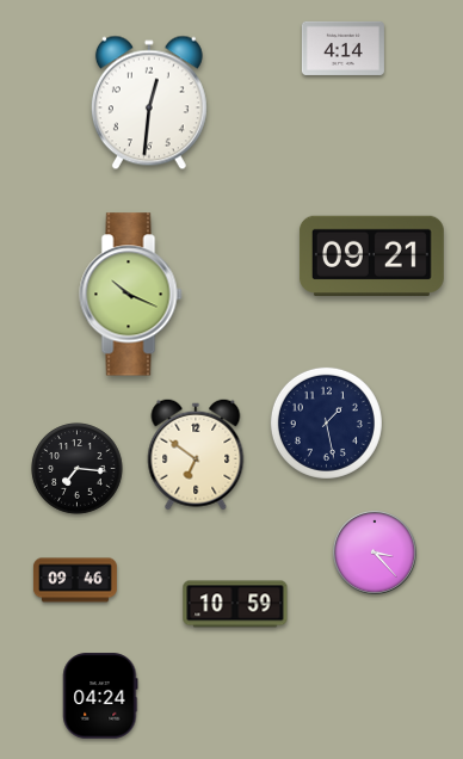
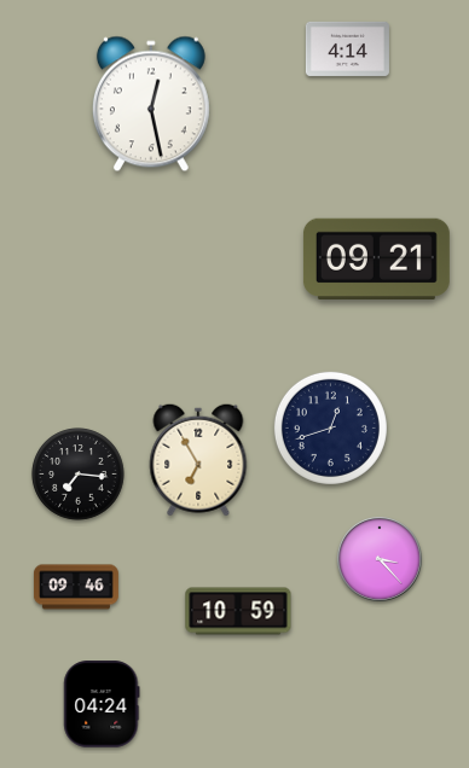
clock at (149, 103): 12:31 -> 12:28
clock at (131, 295): 10:19 -> none
clock at (326, 422): 1:28 -> 12:42
clock at (196, 455): 6:51 -> 6:55
